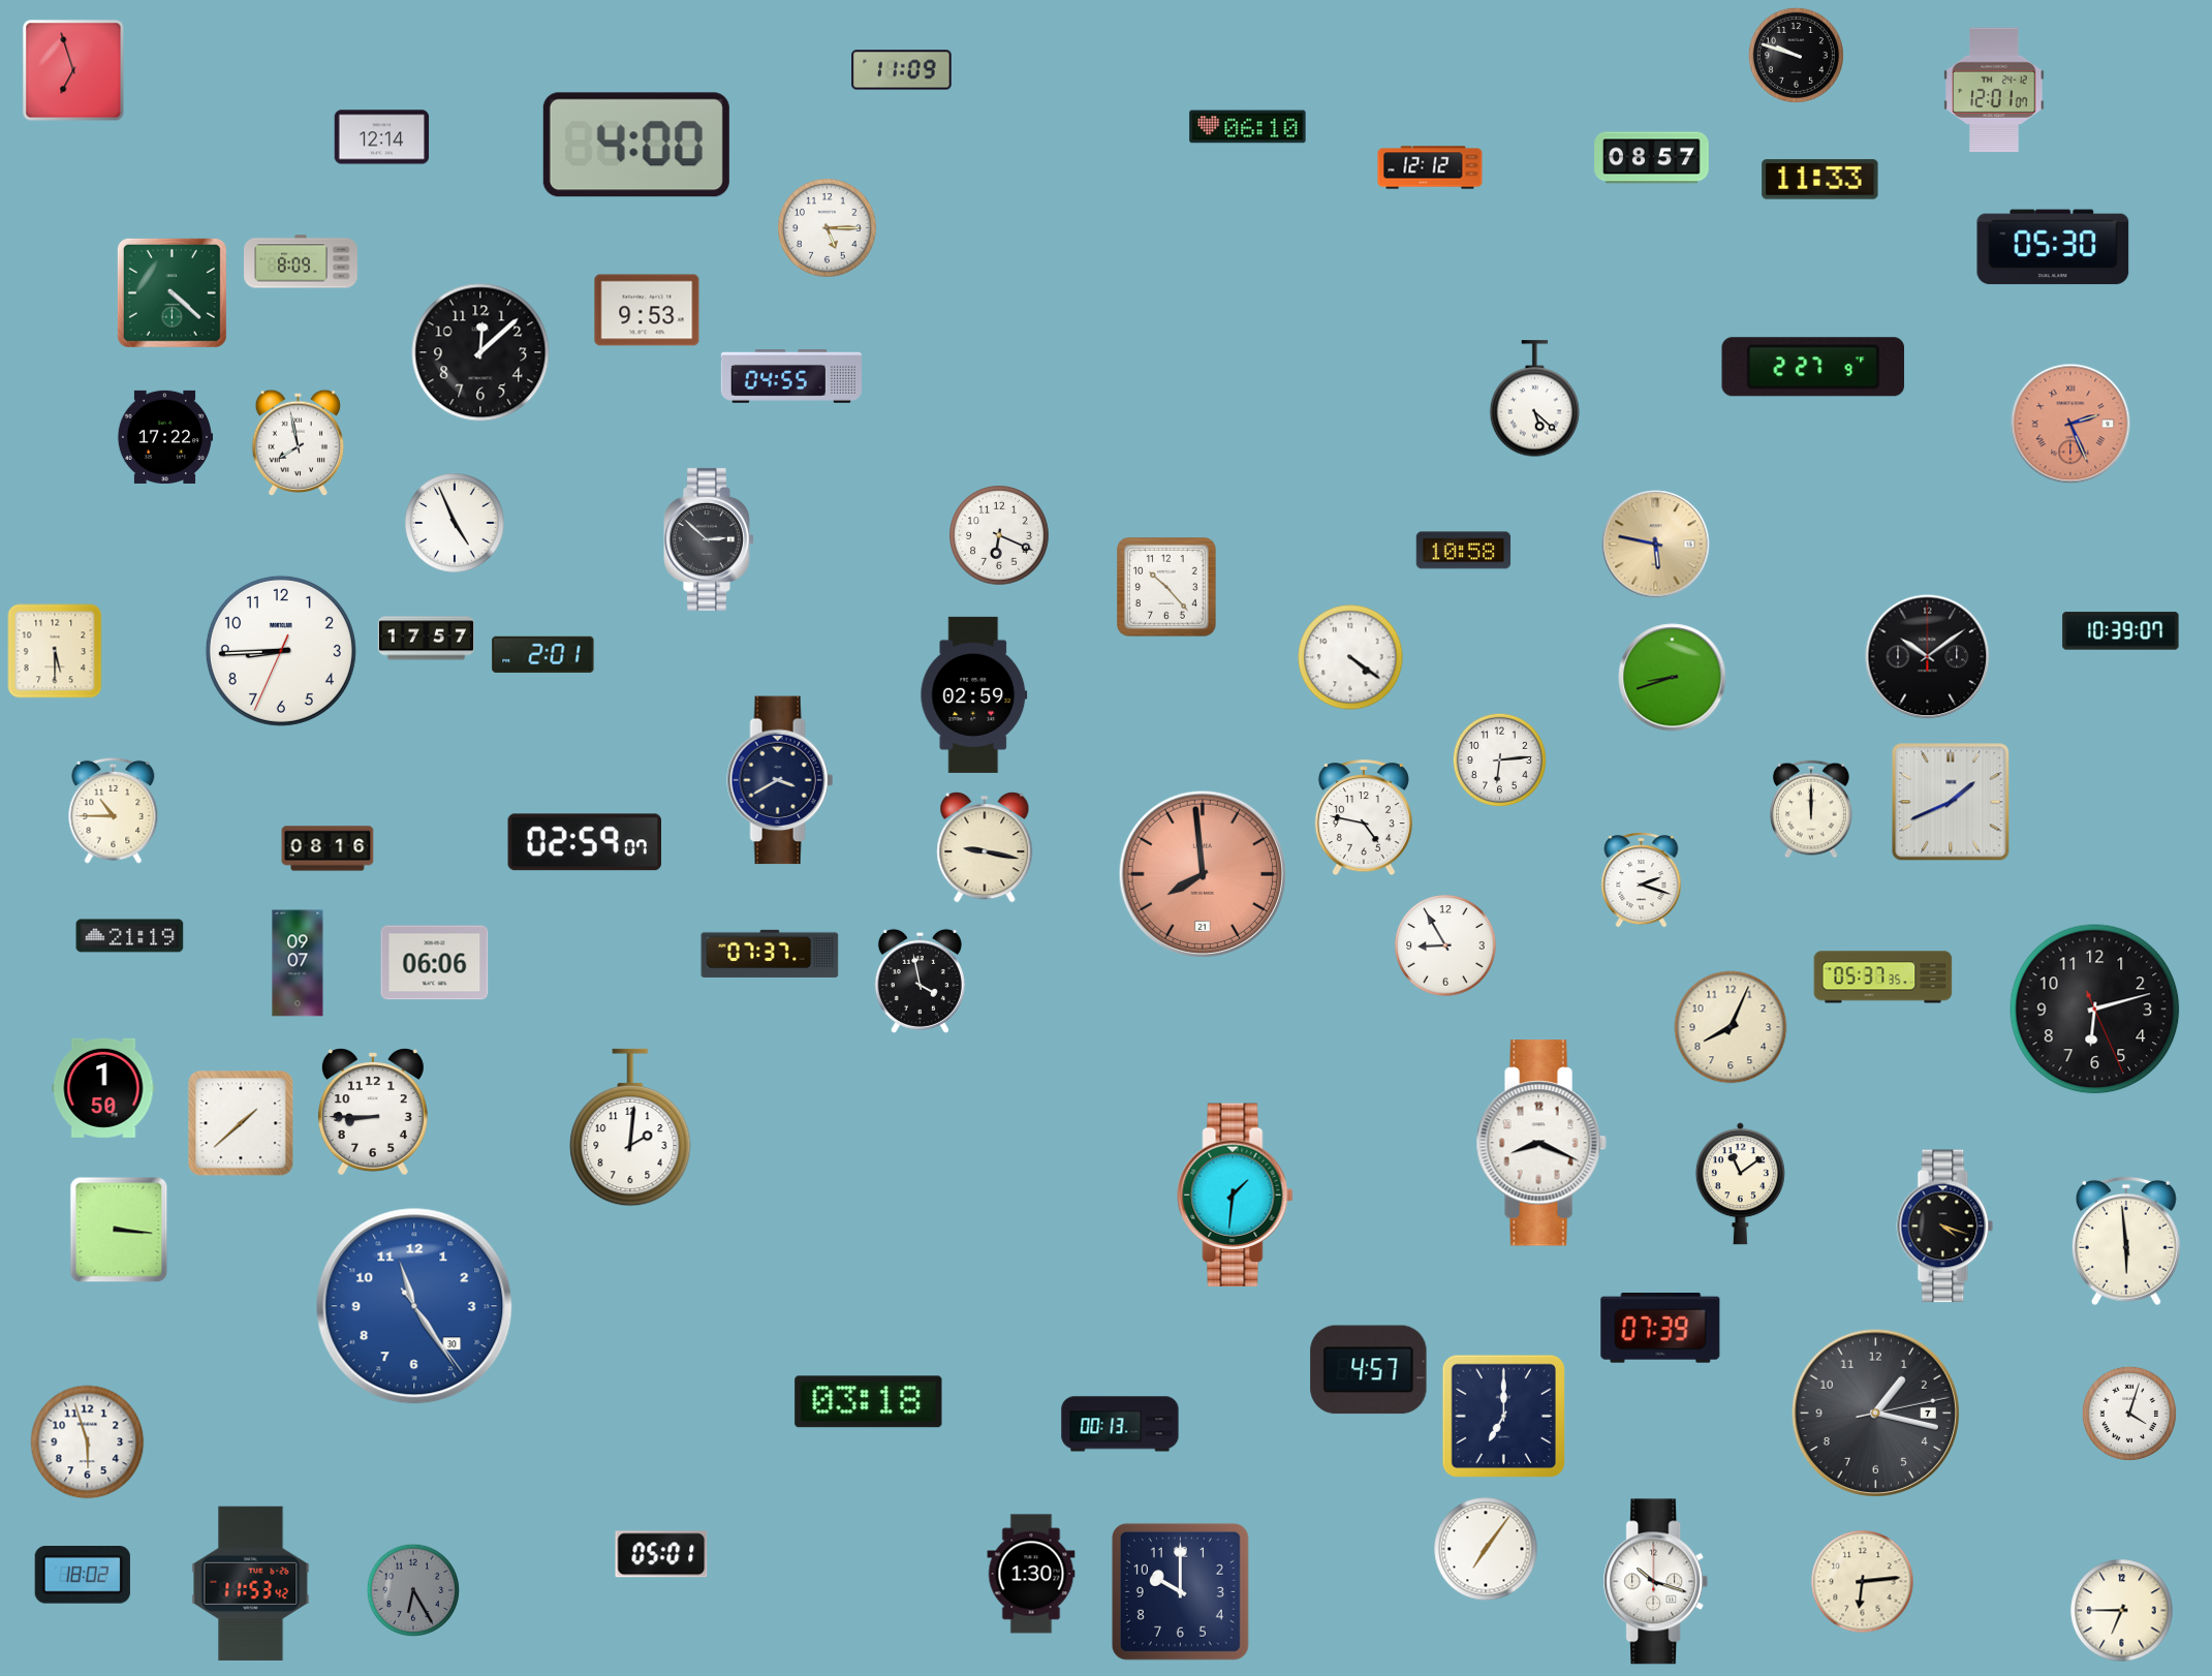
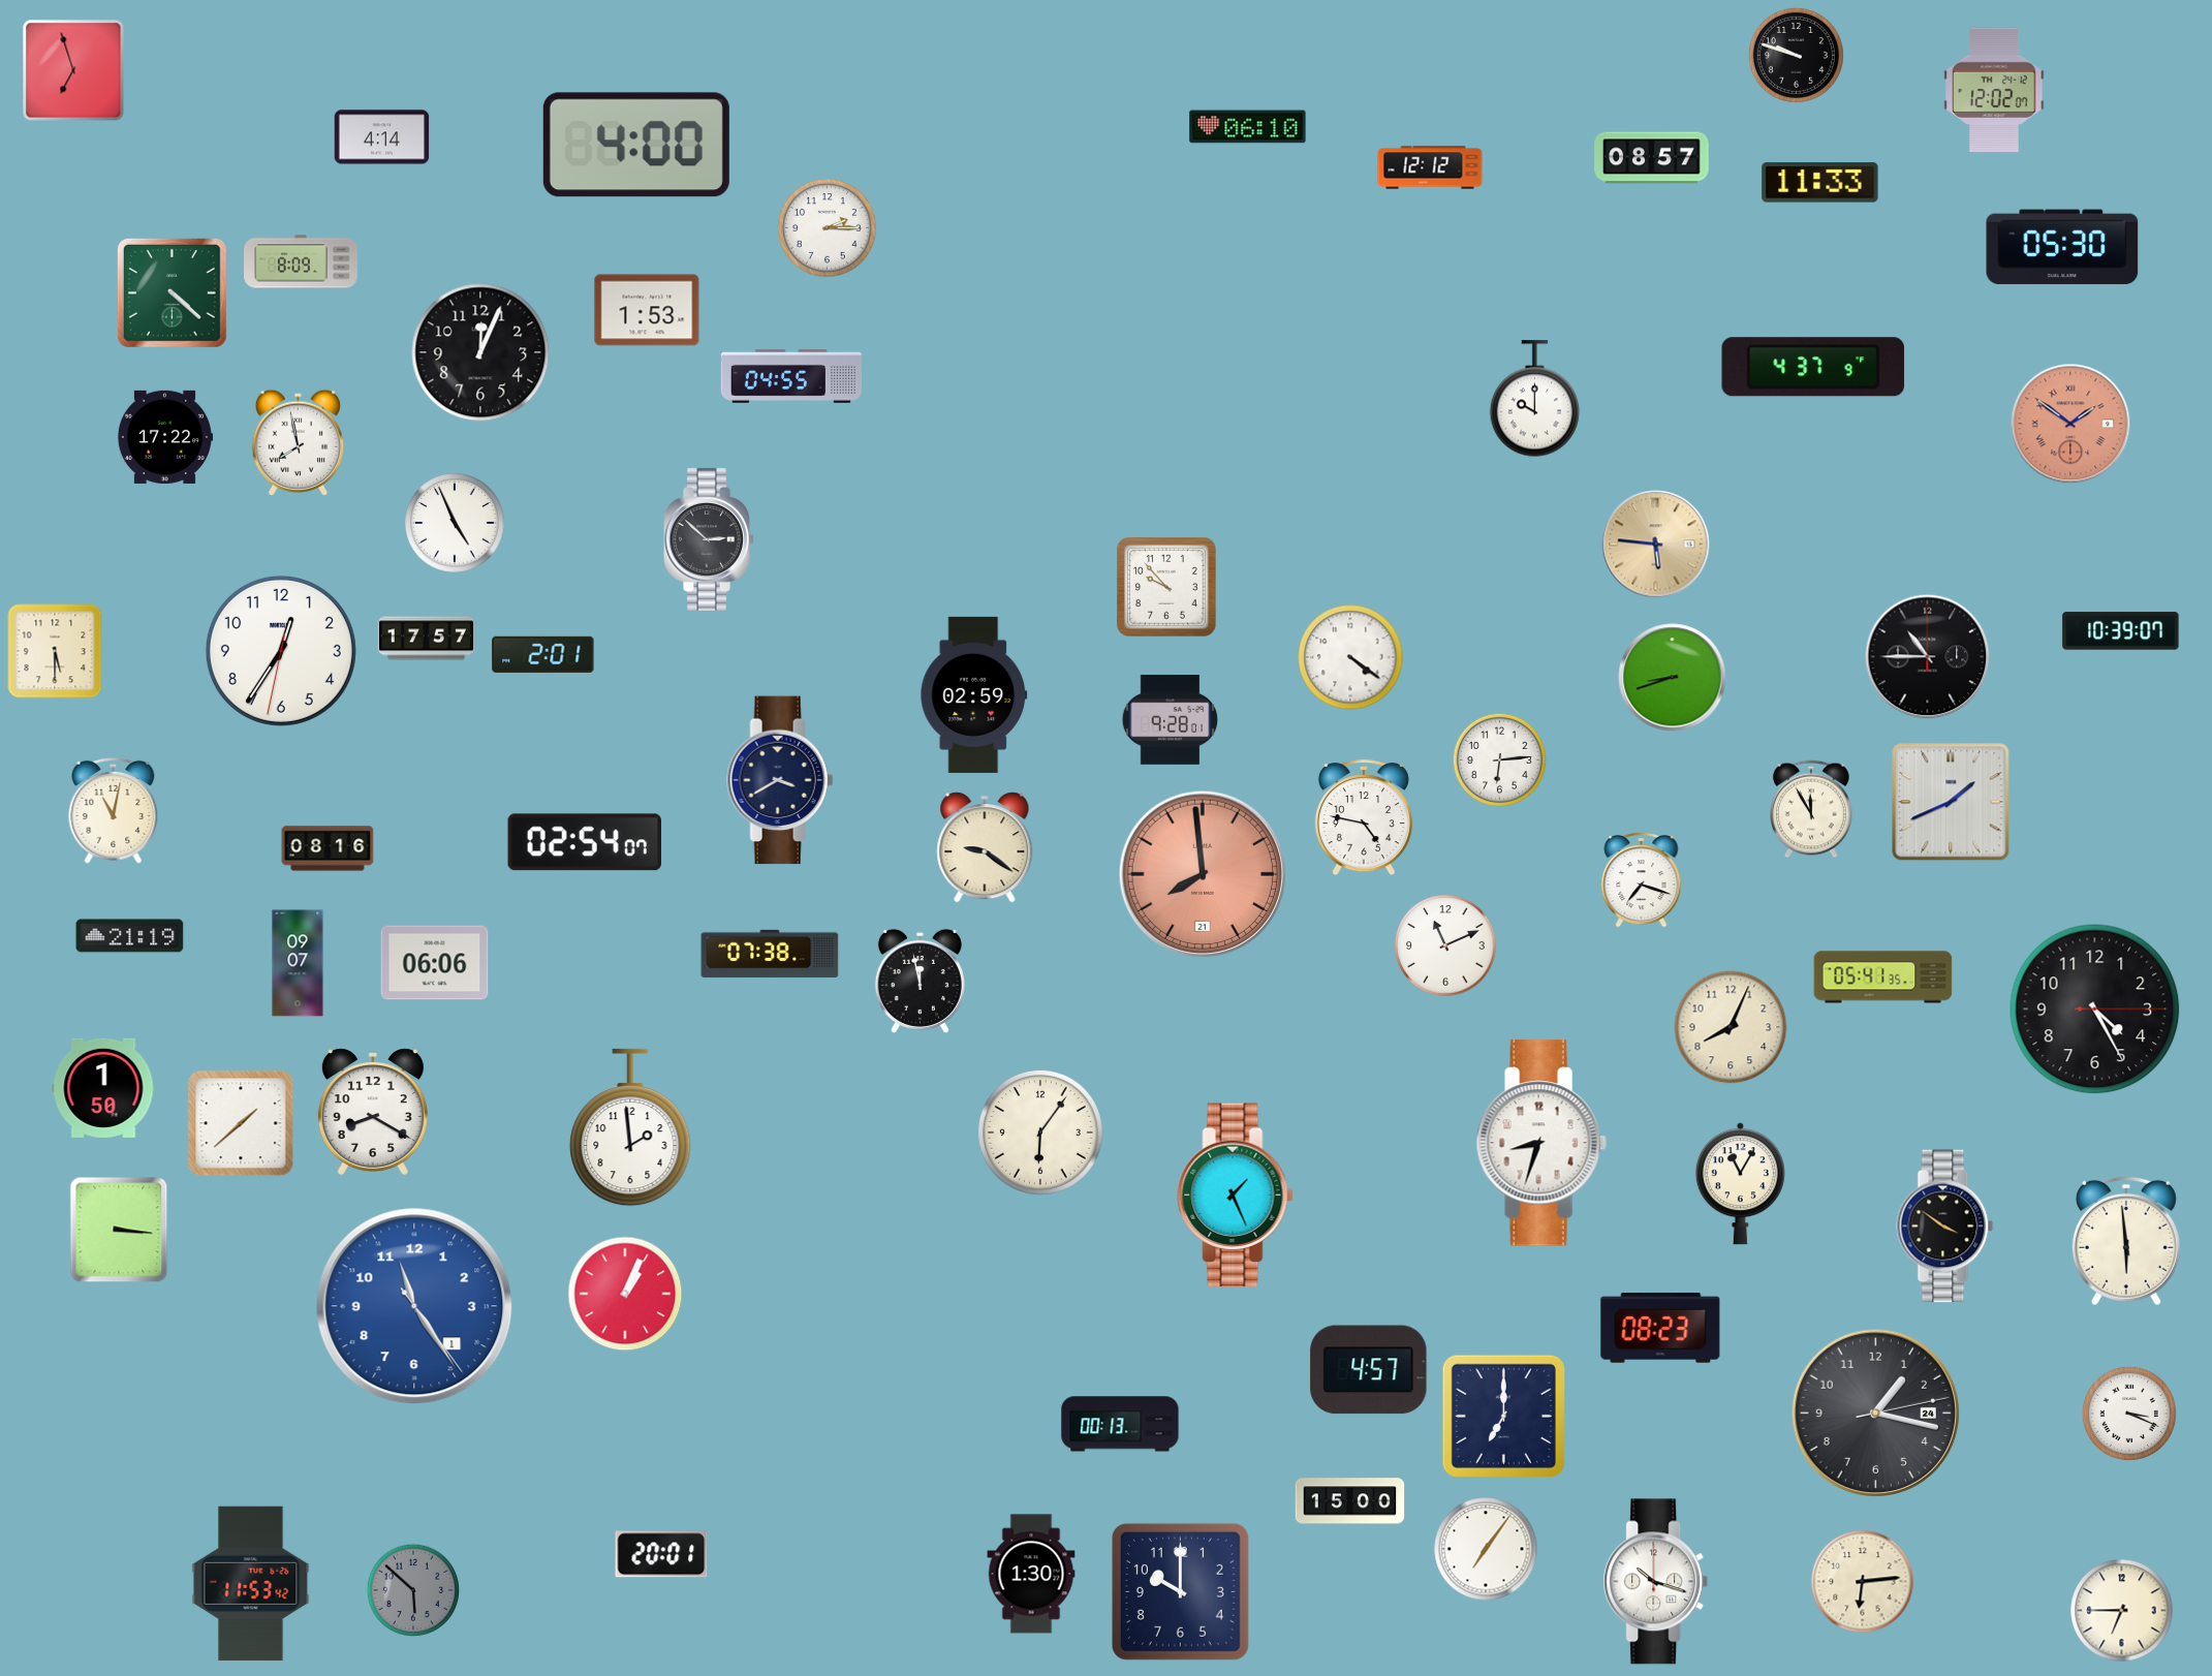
clock at (902, 70): 11:09 -> none
clock at (1994, 90): 12:01 -> 12:02
clock at (382, 137): 12:14 -> 4:14
clock at (1820, 180) position: (1820, 180) -> (1820, 183)
clock at (828, 228): 5:15 -> 2:15
clock at (2053, 247) position: (2053, 247) -> (2062, 247)
clock at (647, 310): 9:53 -> 1:53
clock at (480, 352): 12:08 -> 12:04
clock at (1813, 367): 2:27 -> 4:37
clock at (1535, 399): 5:22 -> 10:00
clock at (2070, 424): 2:26 -> 1:51
clock at (999, 535): 6:19 -> none
clock at (1656, 545): 5:47 -> 5:46
clock at (1464, 551): 10:58 -> none
clock at (1167, 588): 10:23 -> 9:53
clock at (281, 651): 8:44 -> 12:35
clock at (1928, 657): 10:09 -> 10:45
clock at (1171, 720): none -> 9:28
clock at (1811, 809): 12:00 -> 11:55
clock at (114, 810): 10:45 -> 11:02
clock at (584, 842): 02:59 -> 02:54
clock at (985, 847): 9:17 -> 9:21
clock at (1642, 879): 2:18 -> 7:18
clock at (1445, 945): 8:55 -> 11:11
clock at (770, 954): 07:37 -> 07:38
clock at (1883, 977): 05:37 -> 05:41
clock at (920, 981): 3:58 -> 11:58
clock at (2095, 1010): 6:12 -> 4:25
clock at (373, 1112): 8:45 -> 8:20
clock at (630, 1127): 2:01 -> 1:59
clock at (1040, 1132): none -> 6:06
clock at (1541, 1143): 8:19 -> 8:33
clock at (1740, 1184): 11:09 -> 11:05
clock at (1236, 1196): 1:31 -> 1:26
clock at (1945, 1227): 4:18 -> 3:51
clock at (625, 1294): none -> 1:04
clock at (414, 1306) date: 30 -> 1
clock at (1660, 1329): 07:39 -> 08:23
clock at (869, 1402): 03:18 -> none
clock at (1875, 1413) date: 7 -> 24
clock at (2129, 1414): 4:03 -> 3:19
clock at (88, 1442): 5:57 -> none
clock at (1350, 1501): none -> 15:00
clock at (661, 1554): 05:01 -> 20:01
clock at (83, 1576): 18:02 -> none
clock at (413, 1590): 6:25 -> 5:52
